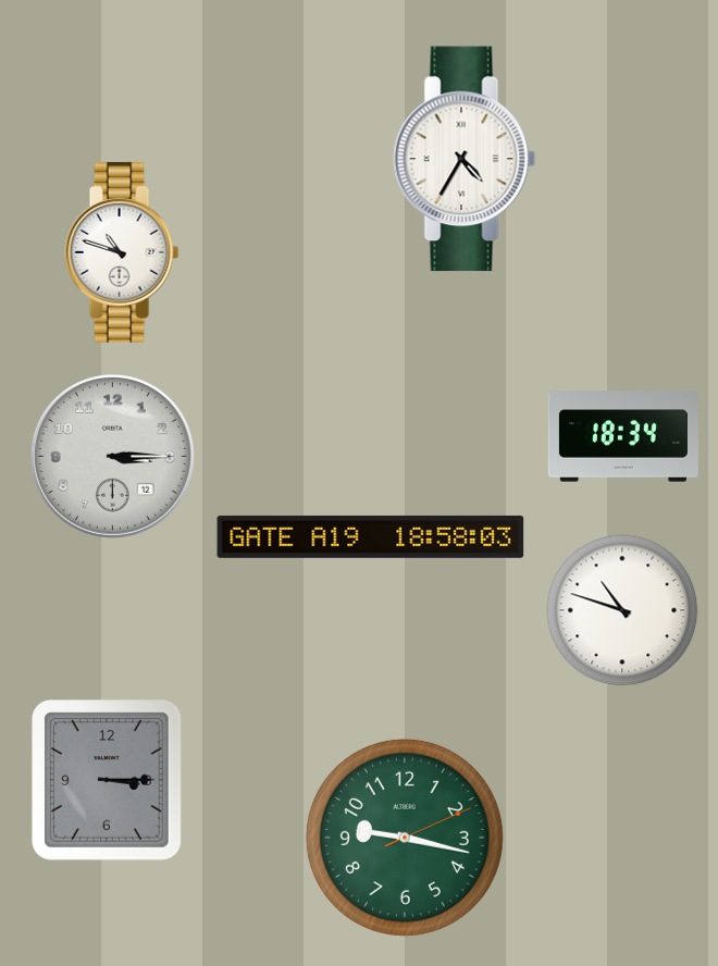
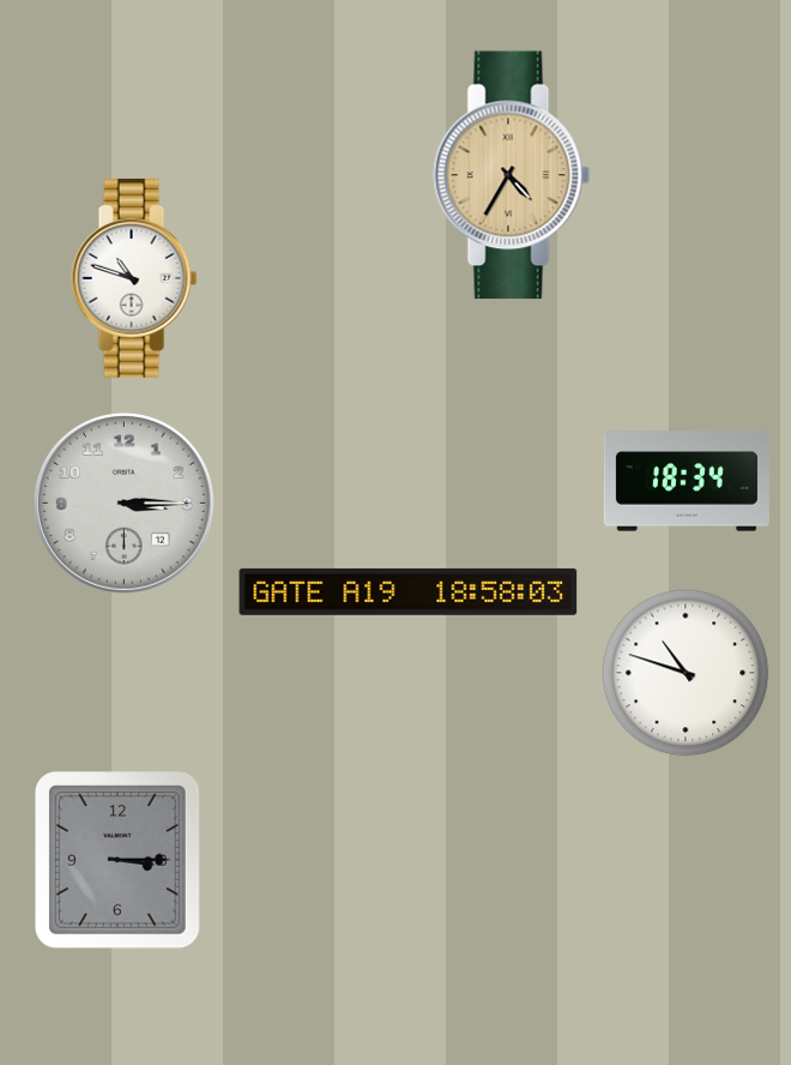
clock at (465, 159) dial: white -> champagne
clock at (405, 838): 9:17 -> none
